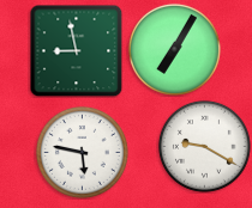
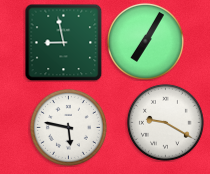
clock at (204, 146) position: (204, 146) -> (165, 122)
